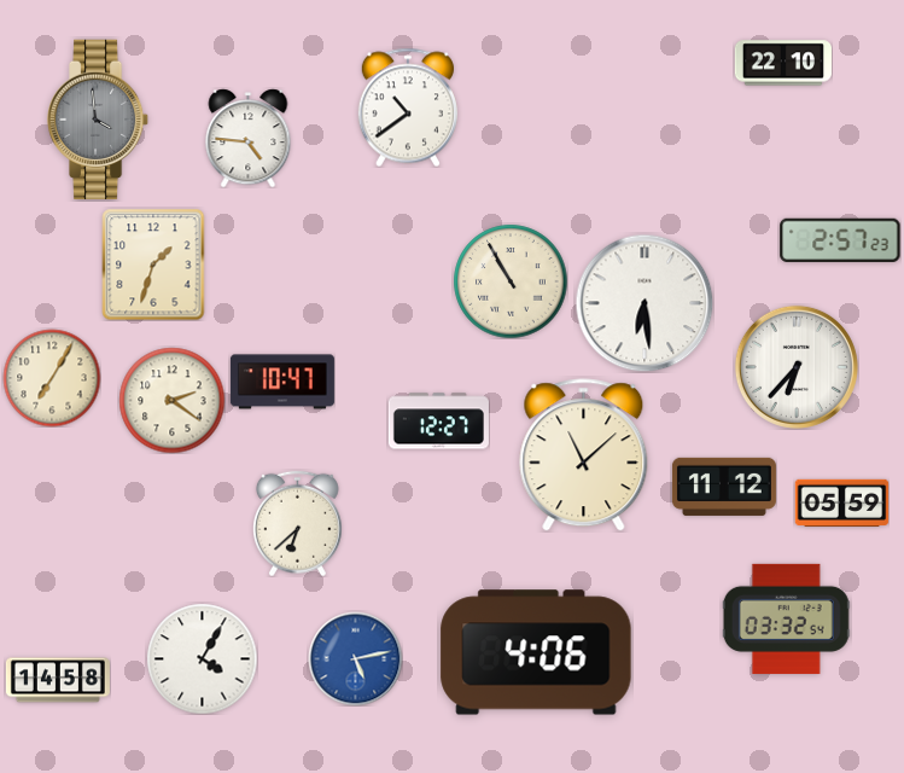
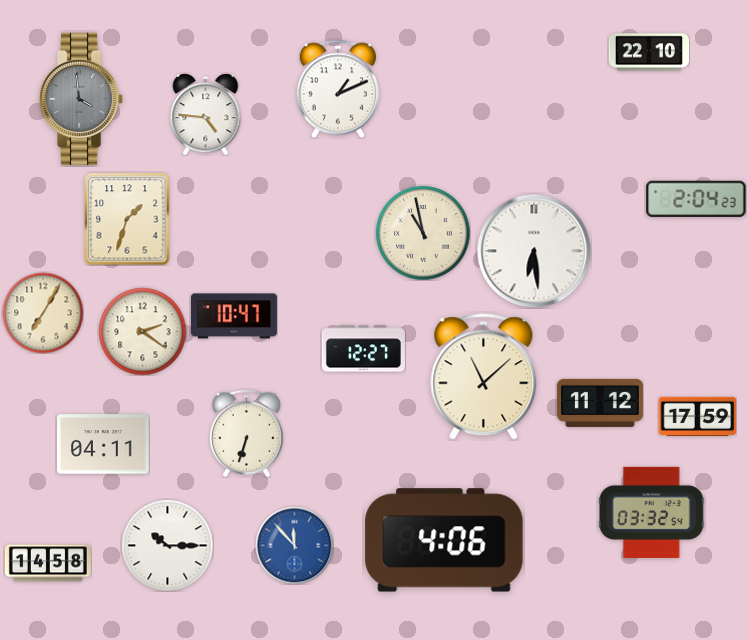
clock at (408, 107): 10:39 -> 1:11
clock at (840, 240): 2:57 -> 2:04
clock at (511, 281): 10:55 -> 10:58
clock at (797, 367): 6:37 -> none
clock at (841, 502): 05:59 -> 17:59
clock at (298, 523): 6:38 -> 6:33
clock at (104, 444): none -> 04:11
clock at (202, 658): 4:05 -> 10:15
clock at (355, 658): 5:13 -> 11:53
